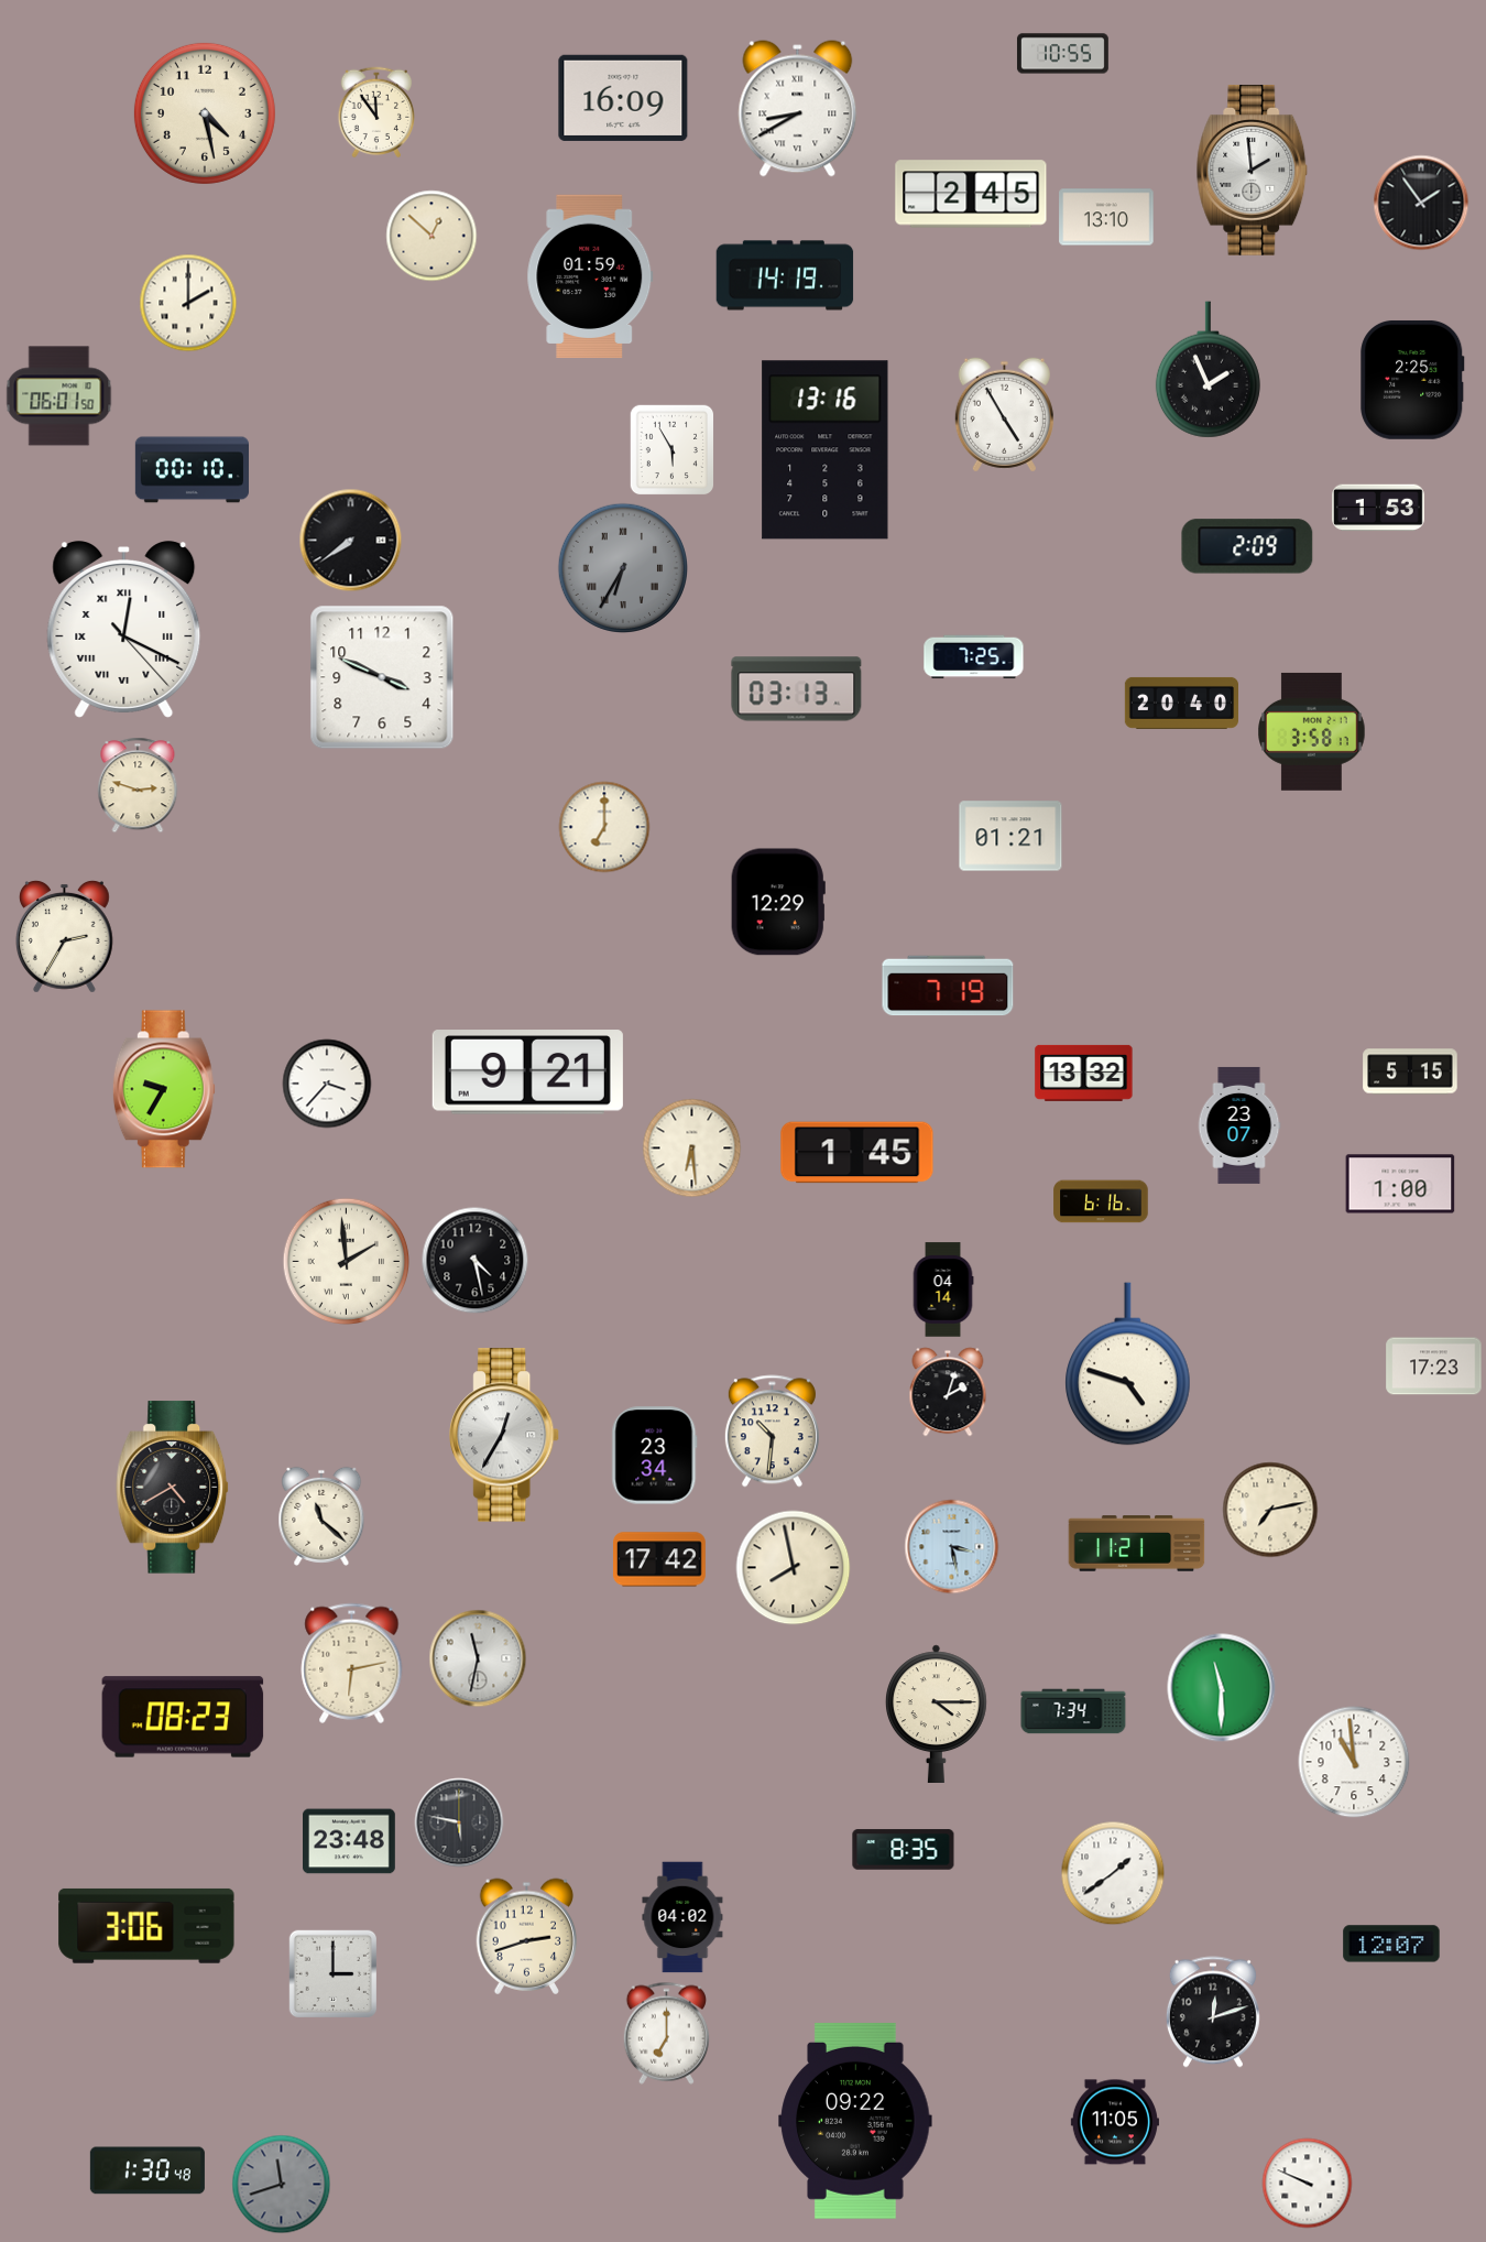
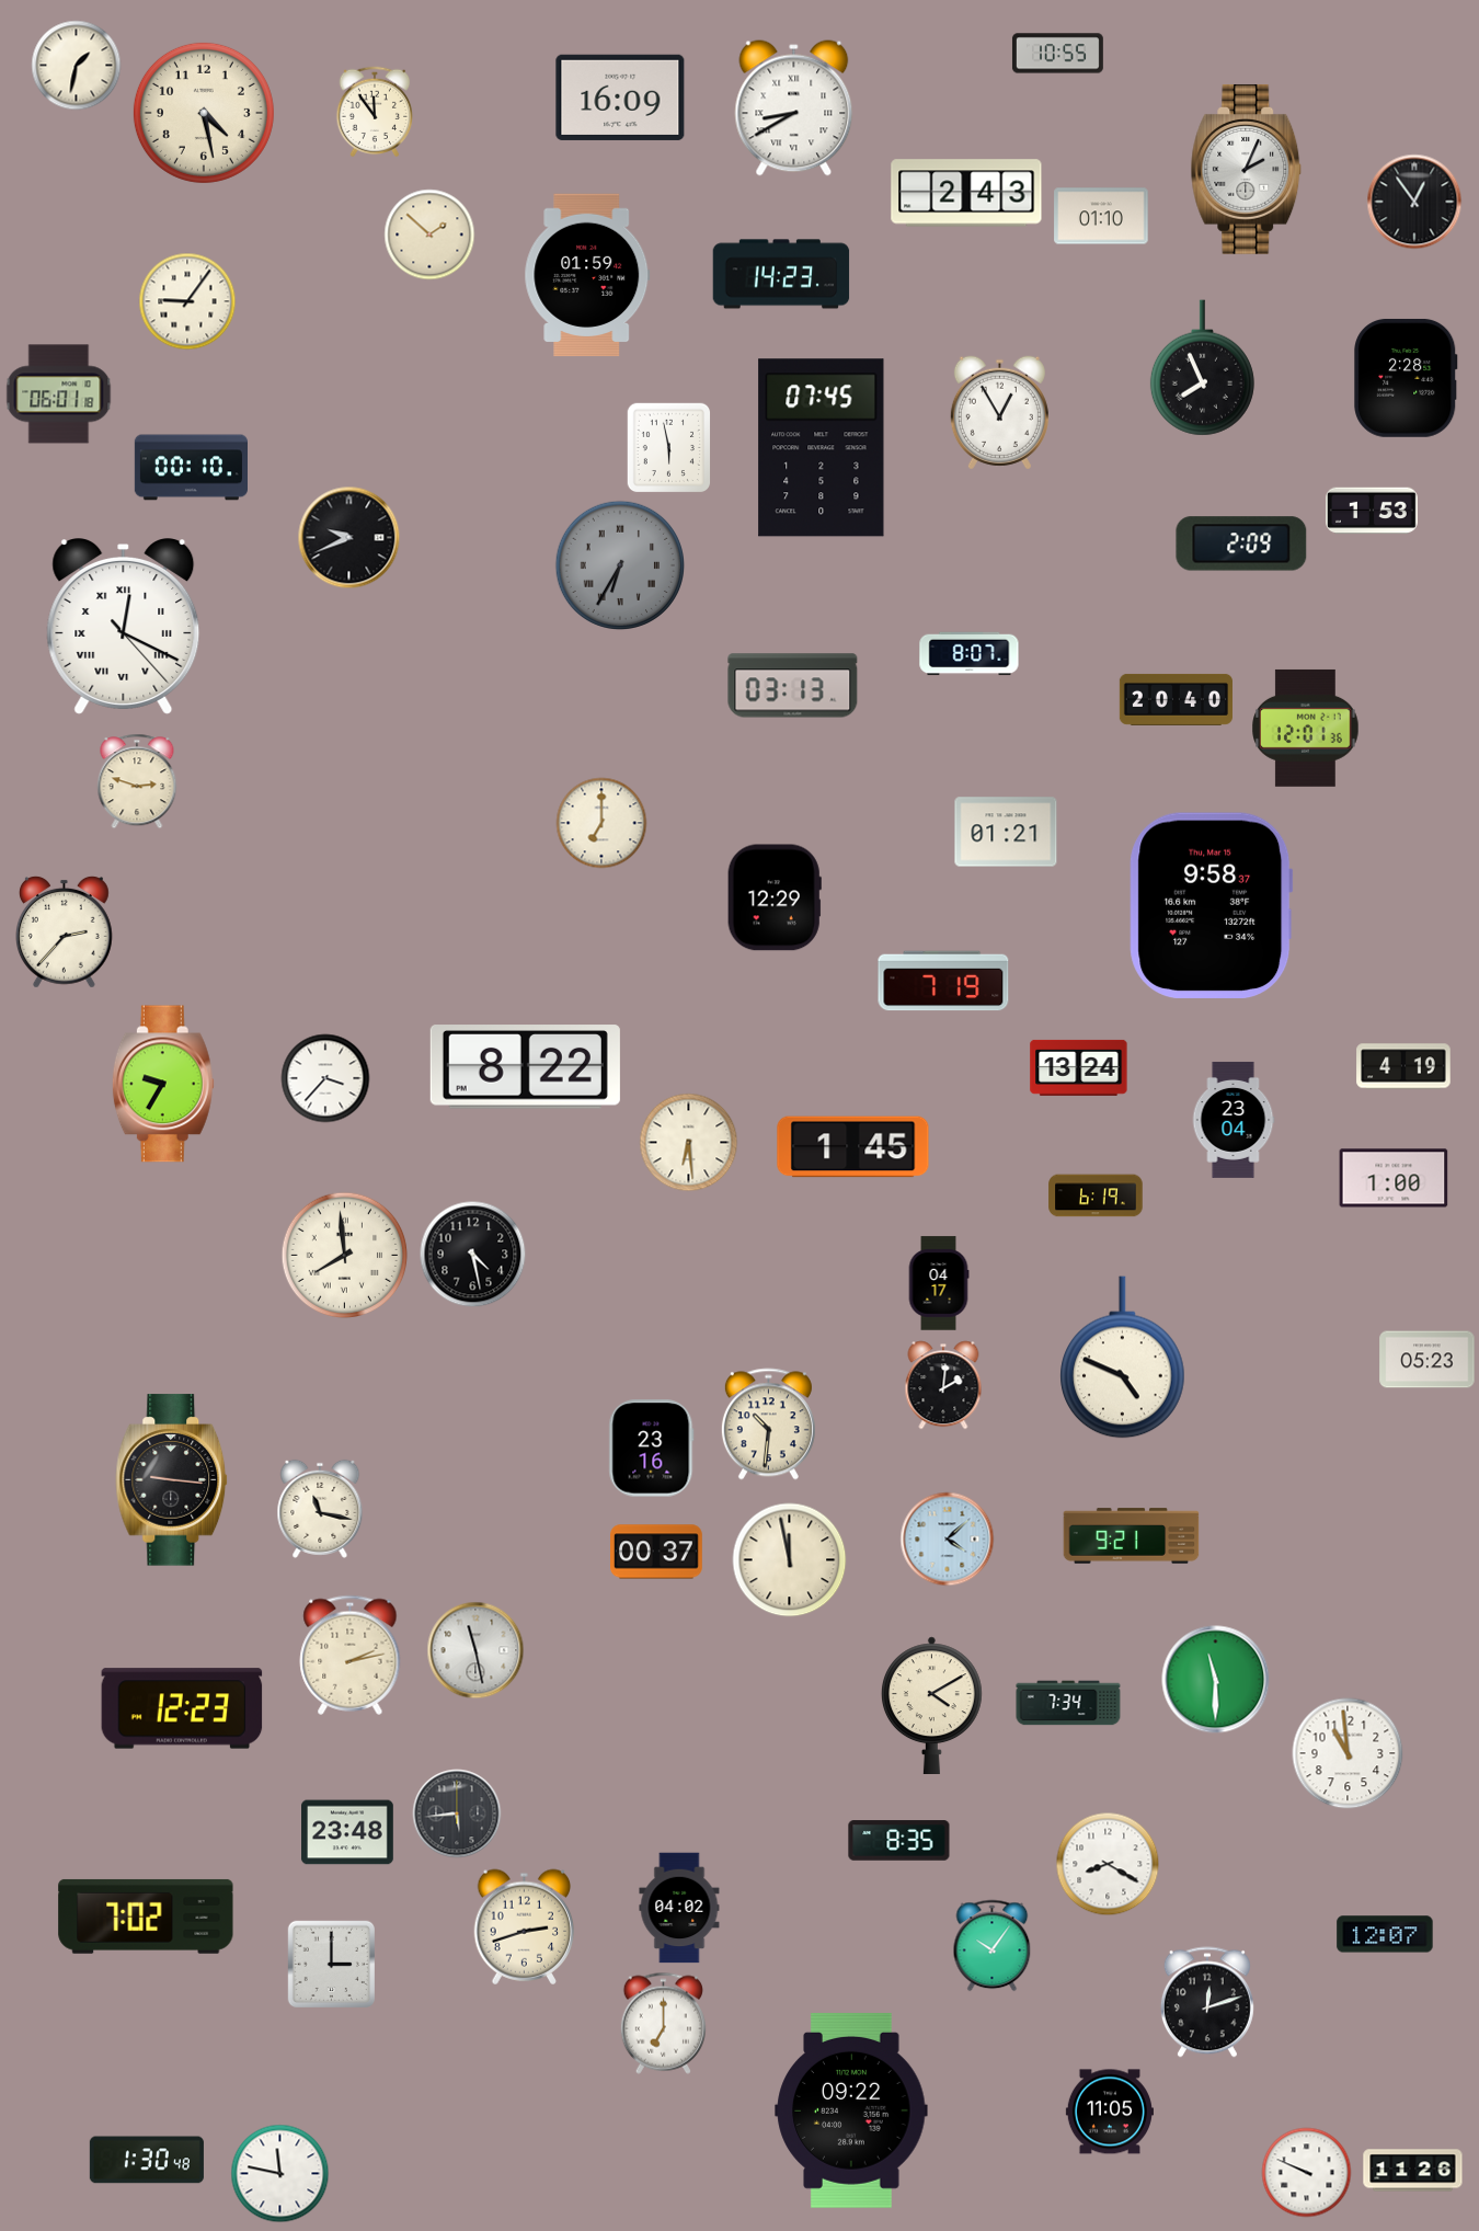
clock at (77, 66): none -> 1:32
clock at (1253, 170): 1:59 -> 2:04
clock at (971, 194): 2:45 -> 2:43
clock at (1421, 203): 1:54 -> 12:54
clock at (1106, 217): 13:10 -> 01:10
clock at (431, 236): 12:52 -> 1:52
clock at (785, 275): 14:19 -> 14:23
clock at (188, 303): 2:00 -> 9:06
clock at (1208, 370): 1:56 -> 7:56
clock at (1412, 380): 2:25 -> 2:28
clock at (59, 396): 06:01:50 -> 06:01:18
clock at (1004, 415): 4:55 -> 12:55
clock at (671, 450): 5:55 -> 5:58
clock at (826, 450): 13:16 -> 07:45
clock at (1379, 508) position: (1379, 508) -> (1373, 511)
clock at (351, 541): 7:39 -> 9:41
clock at (974, 657): 7:25 -> 8:07
clock at (382, 677): 3:49 -> none
clock at (1312, 731): 3:58 -> 12:01
clock at (1212, 905): none -> 9:58
clock at (64, 936): 2:35 -> 2:37
clock at (1410, 1071): 5:15 -> 4:19
clock at (527, 1073): 9:21 -> 8:22
clock at (1084, 1073): 13:32 -> 13:24
clock at (1239, 1125): 23:07 -> 23:04
clock at (1101, 1201): 6:16 -> 6:19
clock at (347, 1262): 1:59 -> 7:59
clock at (943, 1289): 04:14 -> 04:17
clock at (1128, 1364): 4:48 -> 4:49
clock at (1434, 1367): 17:23 -> 05:23
clock at (948, 1392): 2:03 -> 2:01
clock at (505, 1435): 12:35 -> none
clock at (655, 1456): 23:34 -> 23:16
clock at (173, 1488): 4:40 -> 9:16
clock at (1270, 1510): 7:13 -> none
clock at (321, 1516): 11:22 -> 11:17
clock at (1137, 1544): 11:21 -> 9:21
clock at (952, 1547): 3:28 -> 4:08
clock at (660, 1559): 17:42 -> 00:37
clock at (794, 1568): 7:58 -> 11:58
clock at (478, 1658): 11:32 -> 11:28
clock at (352, 1663): 6:13 -> 2:13
clock at (936, 1713): 4:15 -> 4:10
clock at (183, 1717): 08:23 -> 12:23
clock at (459, 1822): 5:47 -> 5:44
clock at (1113, 1873): 1:39 -> 8:20
clock at (146, 1926): 3:06 -> 7:02
clock at (993, 1946): none -> 10:06
clock at (1413, 2171): none -> 11:26
clock at (1308, 2184) position: (1308, 2184) -> (1307, 2173)
clock at (282, 2185): 11:42 -> 11:47
clock at (282, 2185) dial: grey -> white
